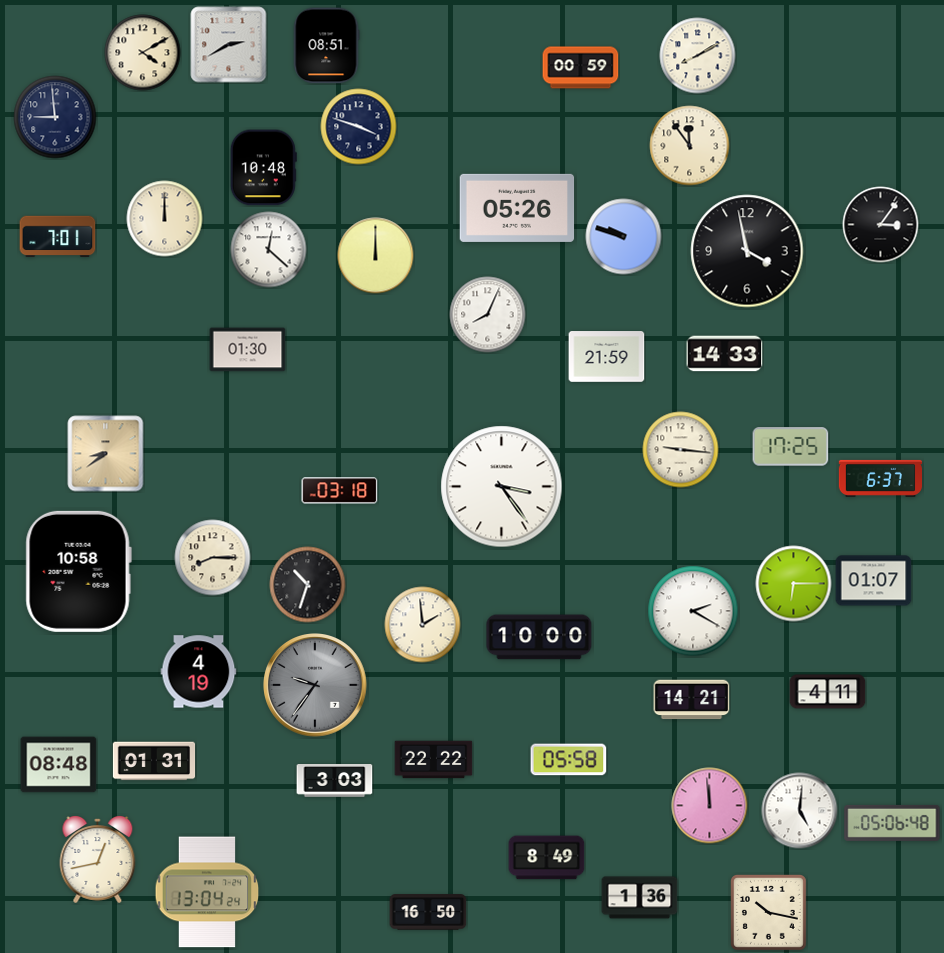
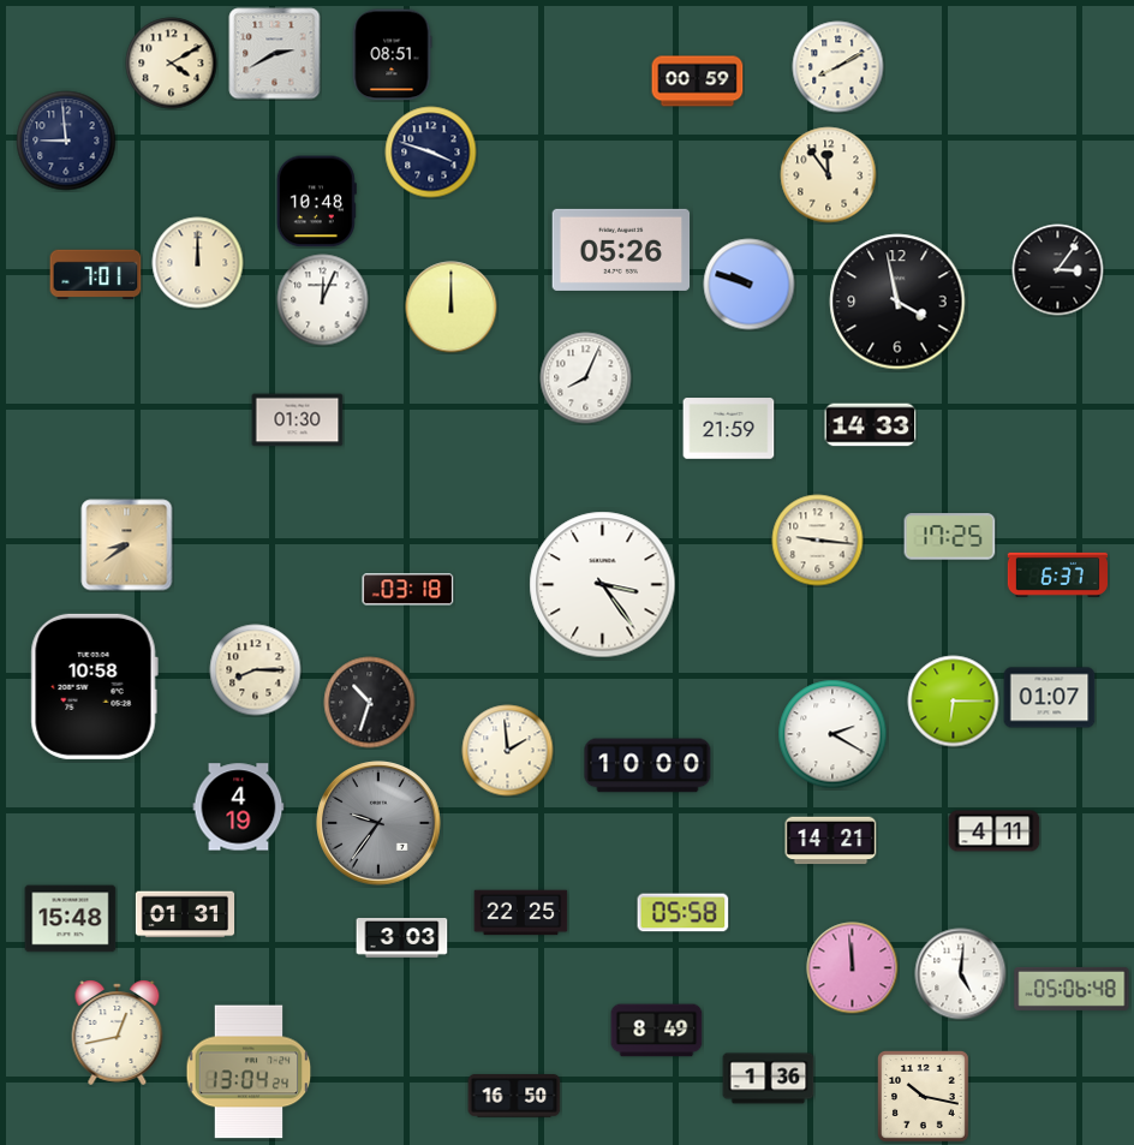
clock at (58, 237) position: (58, 237) -> (96, 275)
clock at (269, 250): 12:22 -> 12:04
clock at (434, 760): 22:22 -> 22:25
clock at (59, 765): 08:48 -> 15:48
